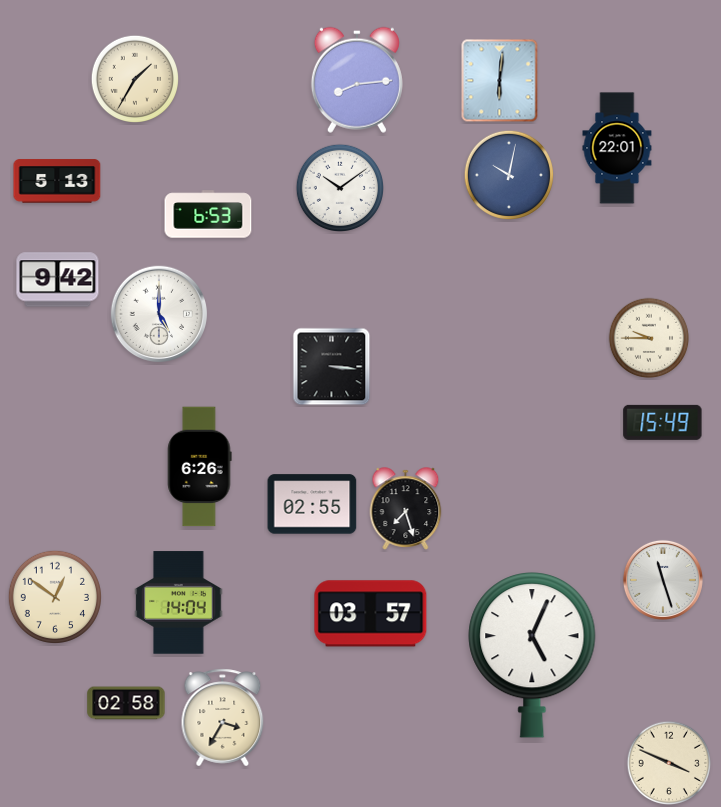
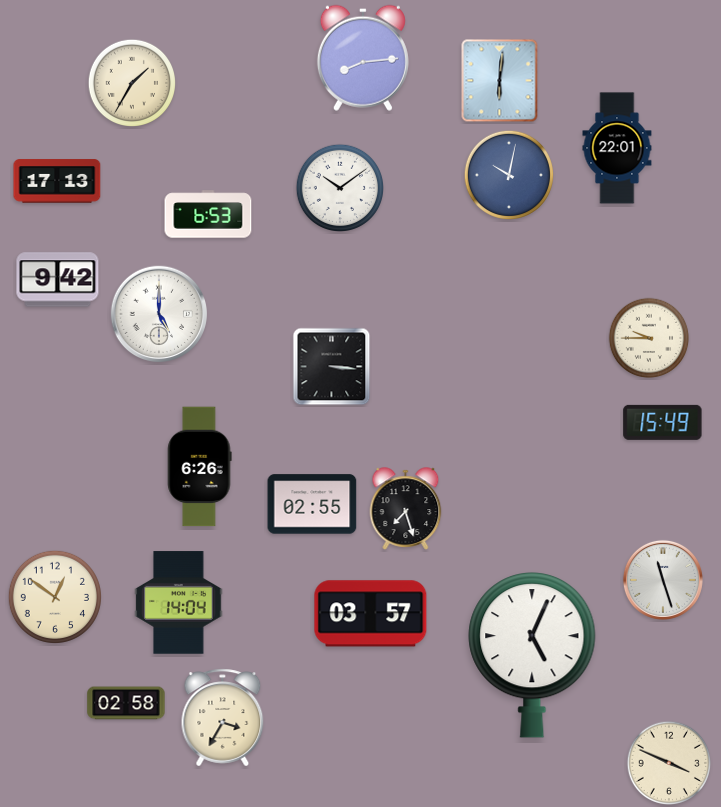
clock at (134, 78) position: (134, 78) -> (131, 82)
clock at (357, 80) position: (357, 80) -> (363, 58)
clock at (57, 181): 5:13 -> 17:13
